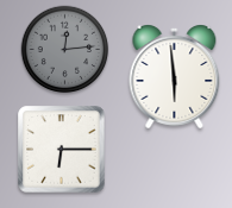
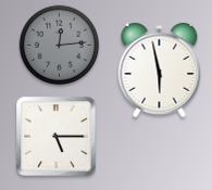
clock at (175, 77): 5:59 -> 5:58
clock at (62, 150): 6:15 -> 5:15
